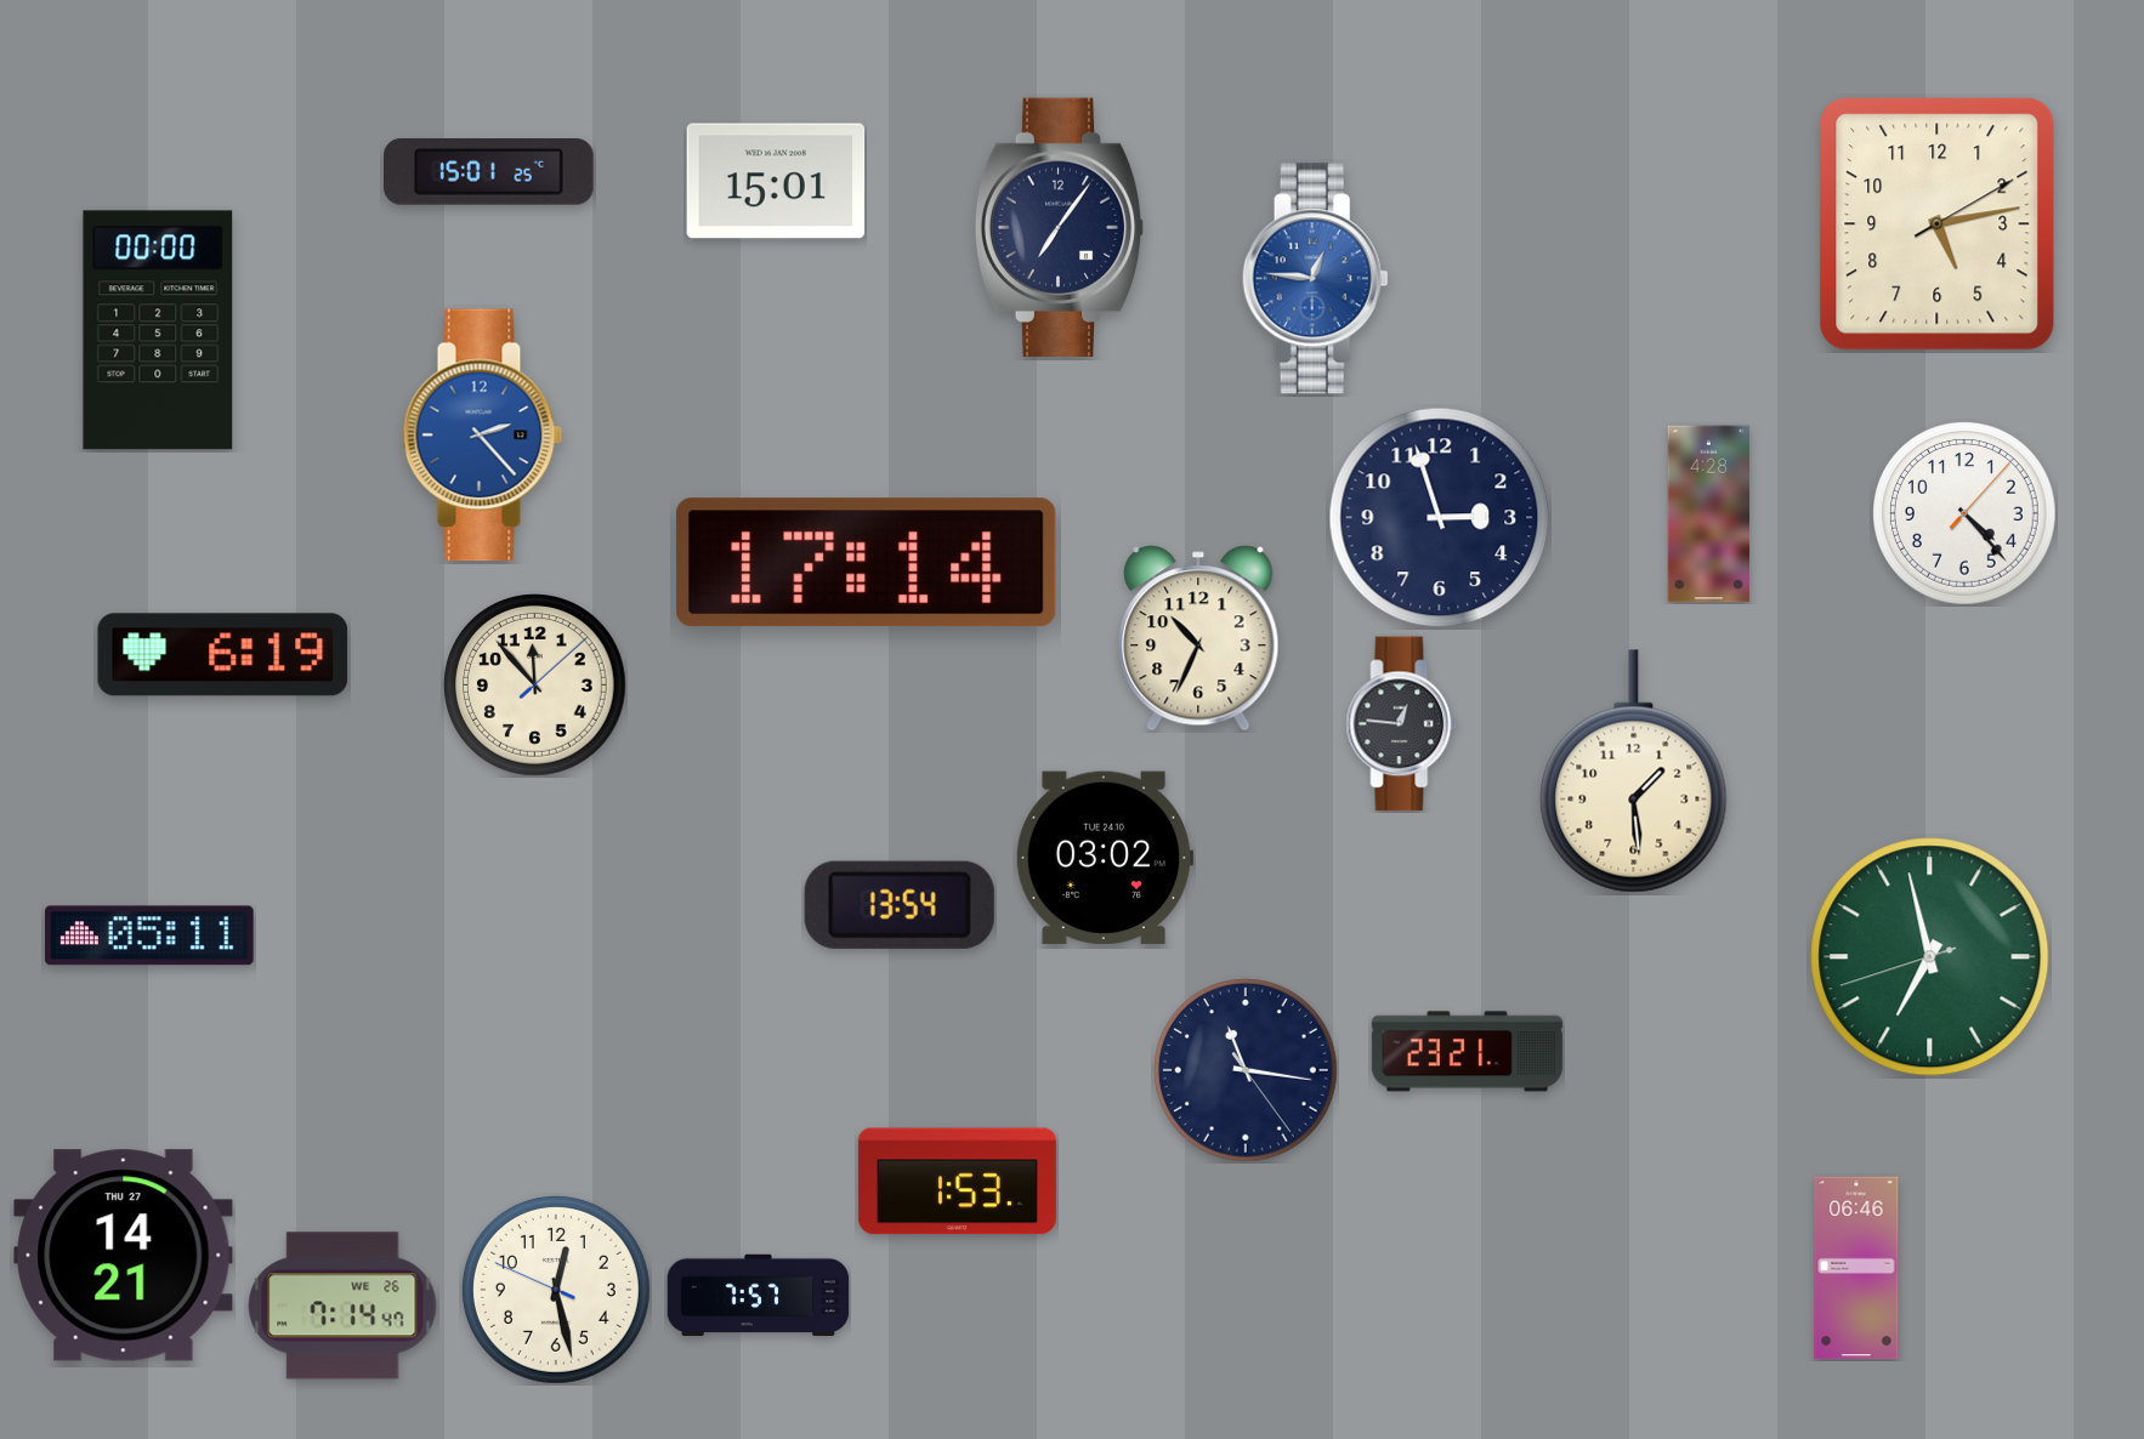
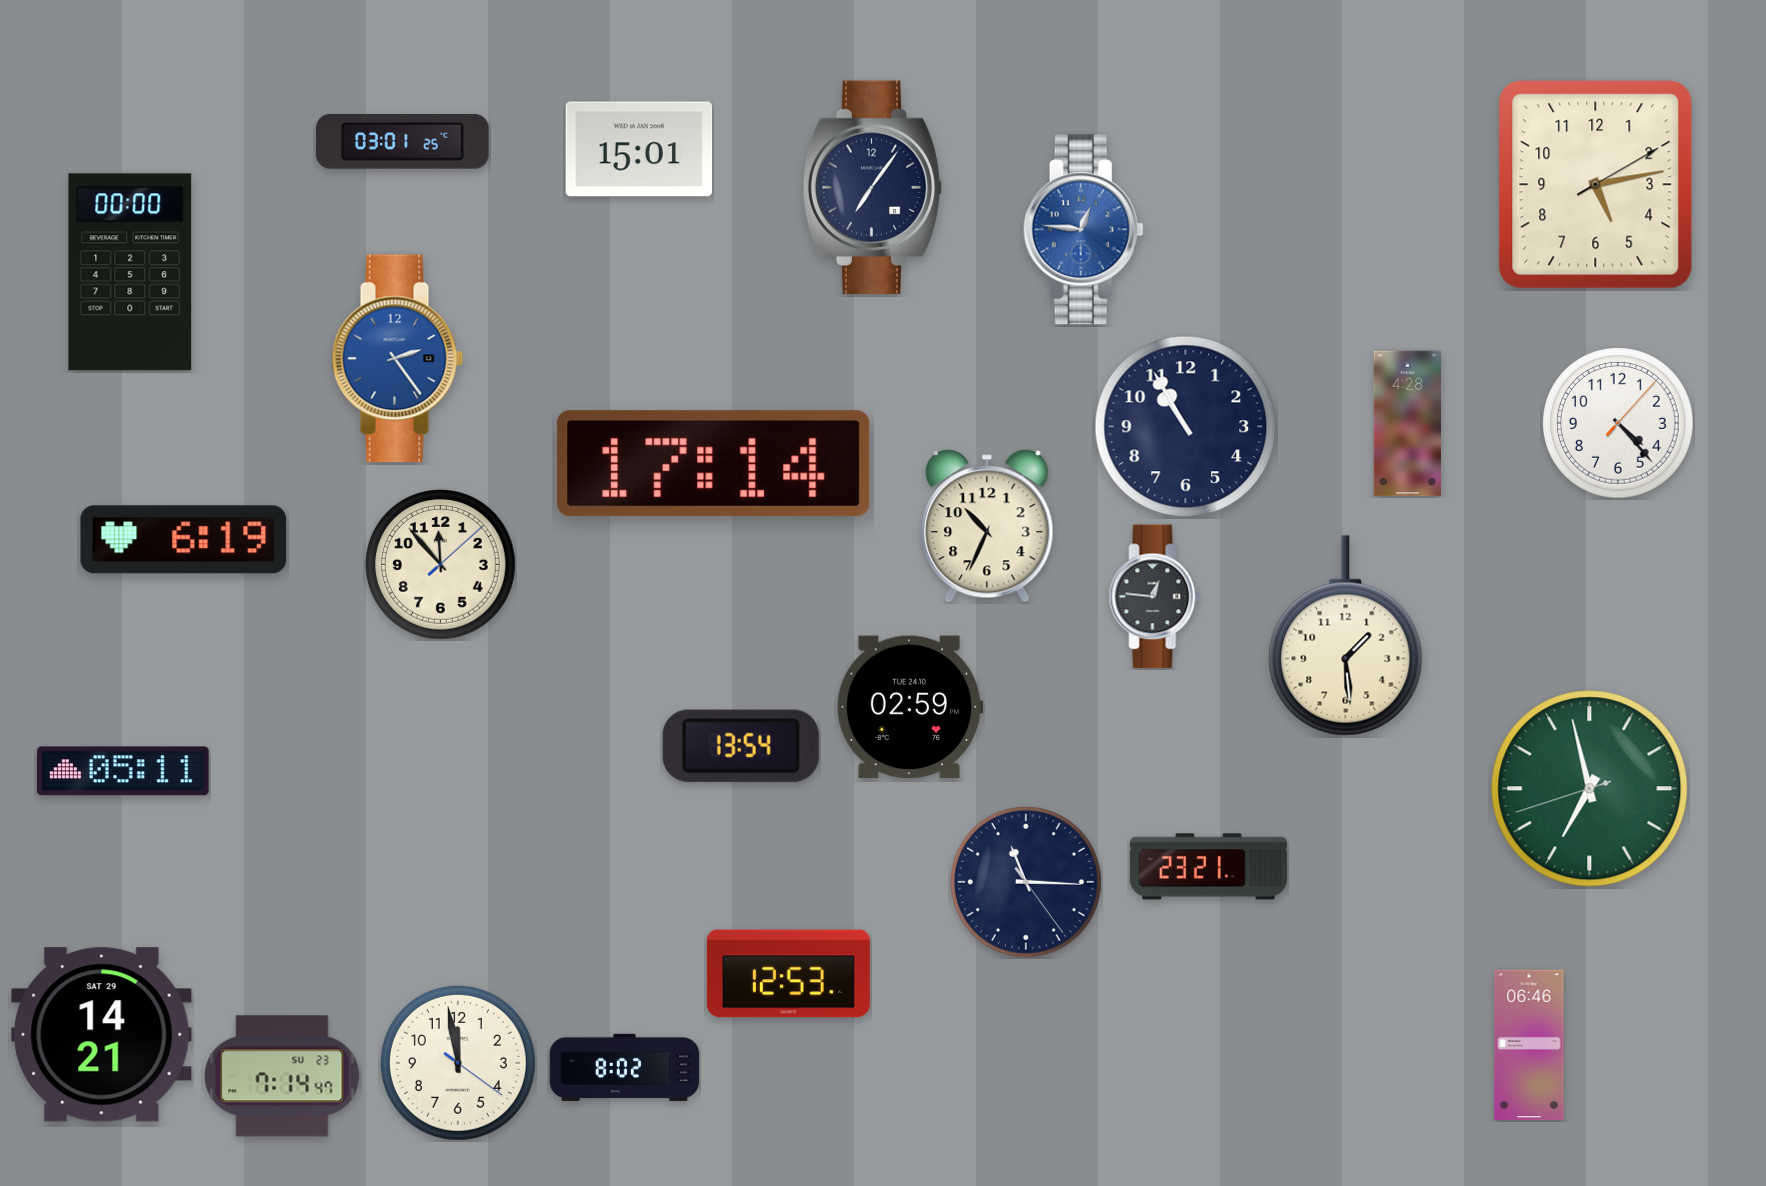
clock at (489, 172): 15:01 -> 03:01
clock at (483, 436): 2:23 -> 2:24
clock at (1440, 518): 2:57 -> 10:55
clock at (1105, 858): 03:02 -> 02:59
clock at (1247, 1071): 11:16 -> 11:15
clock at (957, 1182): 1:53 -> 12:53
clock at (124, 1256) date: THU 27 -> SAT 29
clock at (556, 1290): 12:27 -> 11:58
clock at (759, 1295): 7:57 -> 8:02
clock at (342, 1306) date: WE 26 -> SU 23
